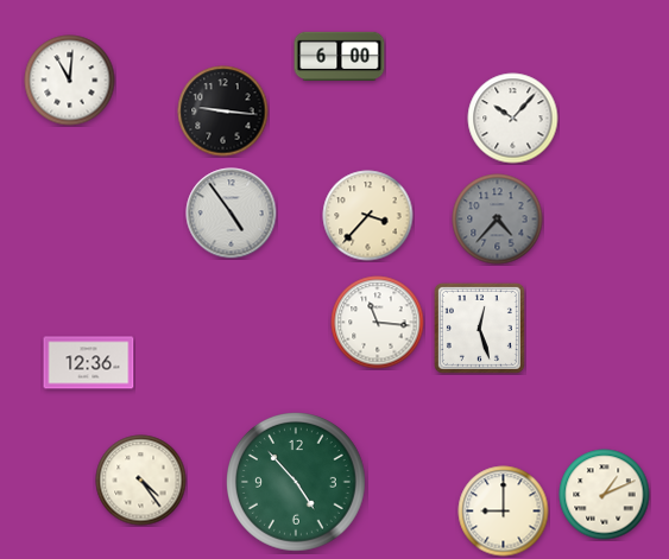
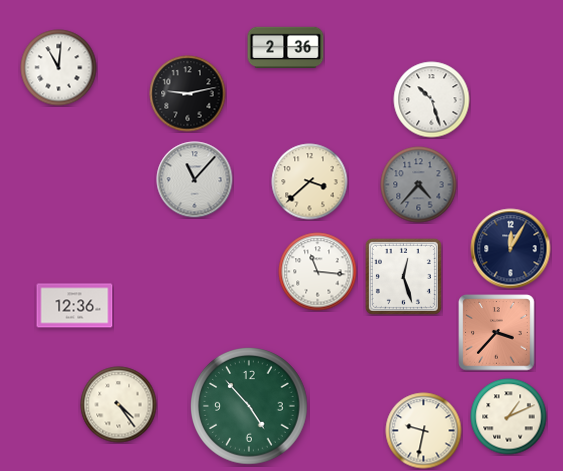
clock at (340, 57): 6:00 -> 2:36
clock at (223, 112): 9:16 -> 9:13
clock at (513, 119): 10:07 -> 10:27
clock at (232, 214): 4:54 -> 11:07
clock at (368, 216): 3:37 -> 3:38
clock at (511, 249): none -> 12:05
clock at (497, 333): none -> 3:37
clock at (504, 512): 9:00 -> 9:32
